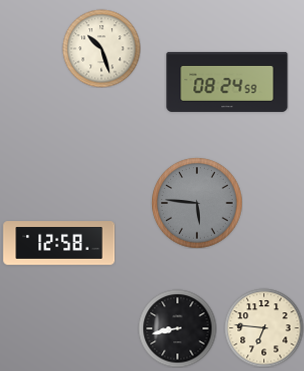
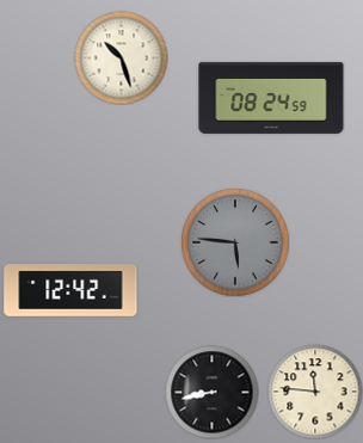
clock at (59, 243): 12:58 -> 12:42
clock at (264, 328): 6:46 -> 11:46
